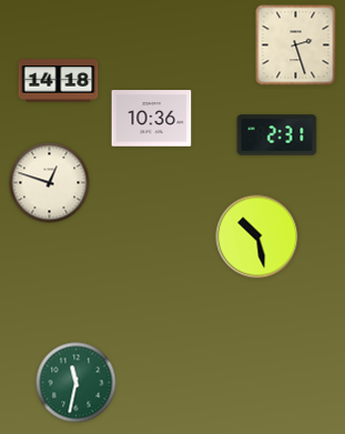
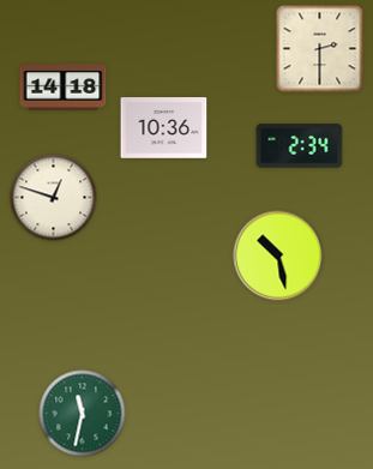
clock at (296, 46): 2:27 -> 2:30
clock at (277, 135): 2:31 -> 2:34
